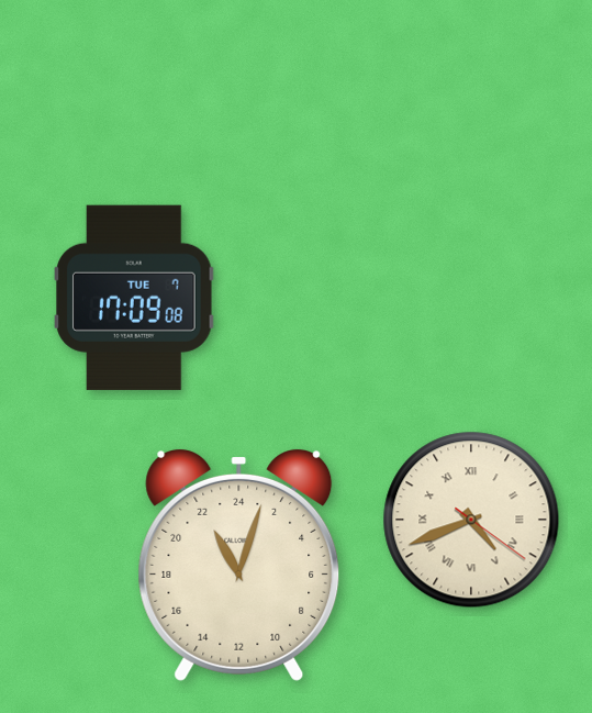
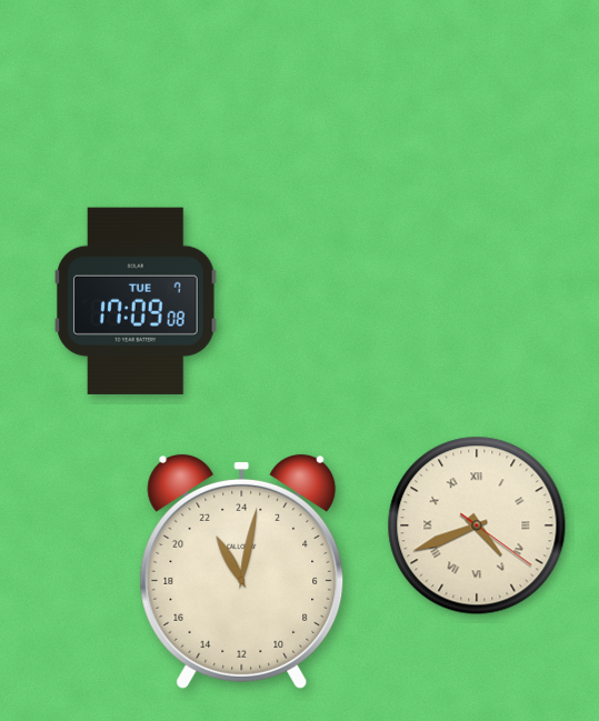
clock at (239, 565): 22:03 -> 22:02
